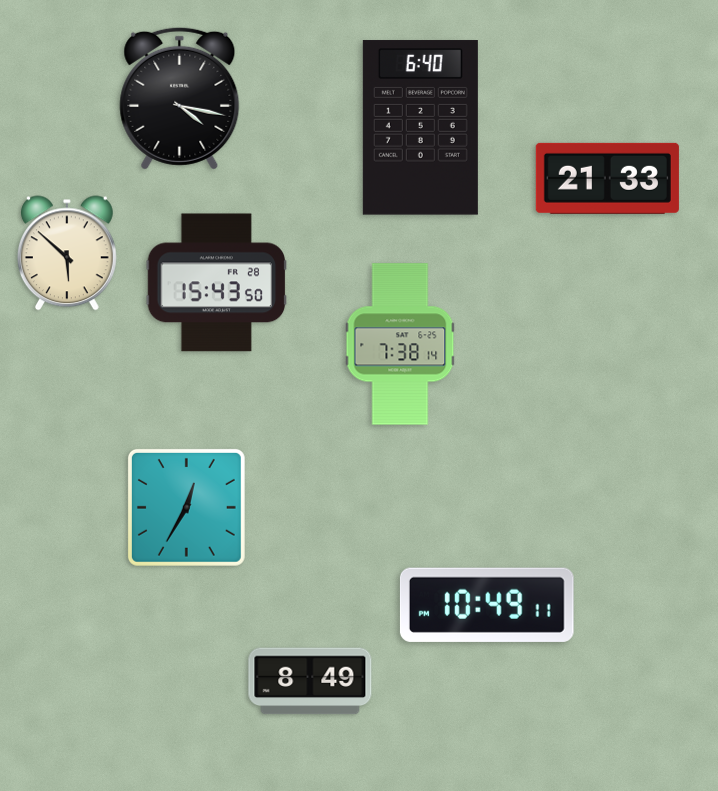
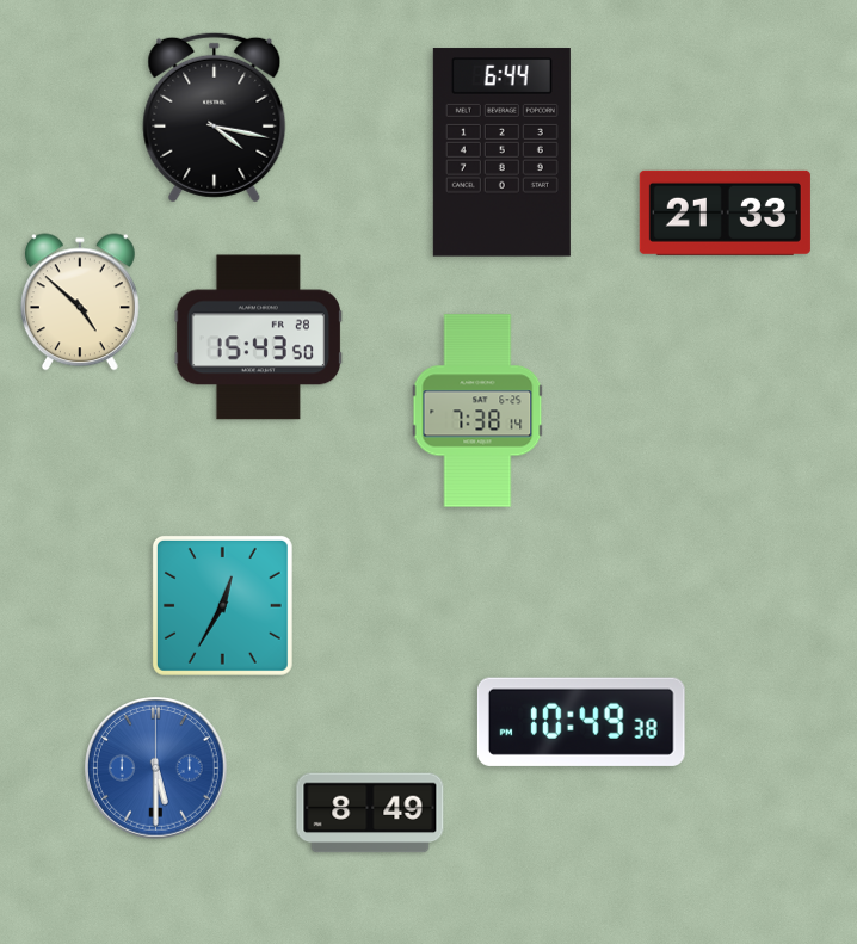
clock at (420, 128): 6:40 -> 6:44
clock at (67, 253): 5:52 -> 4:52
clock at (487, 605): 10:49:11 -> 10:49:38
clock at (156, 769): none -> 5:30
